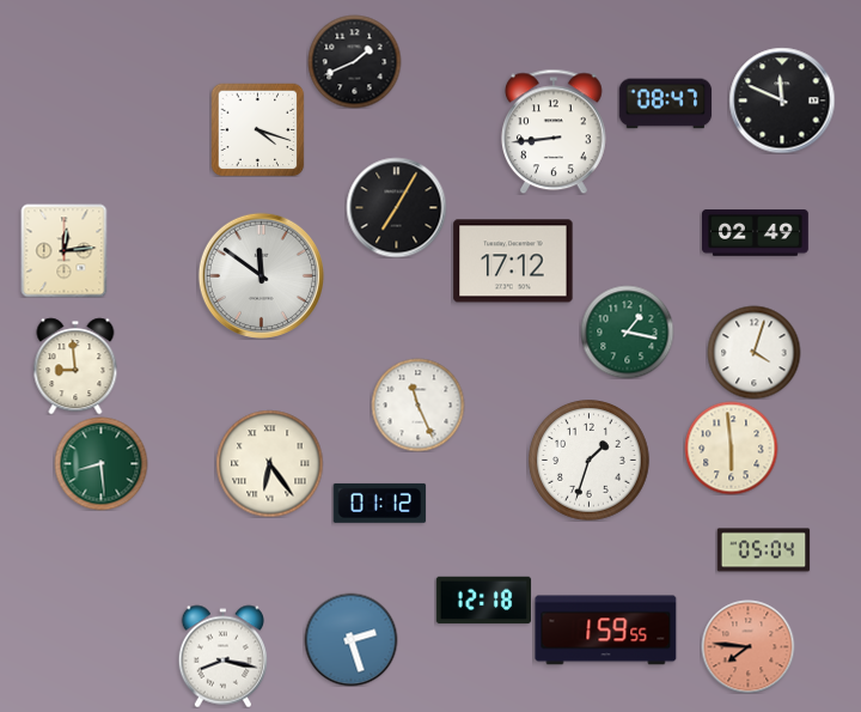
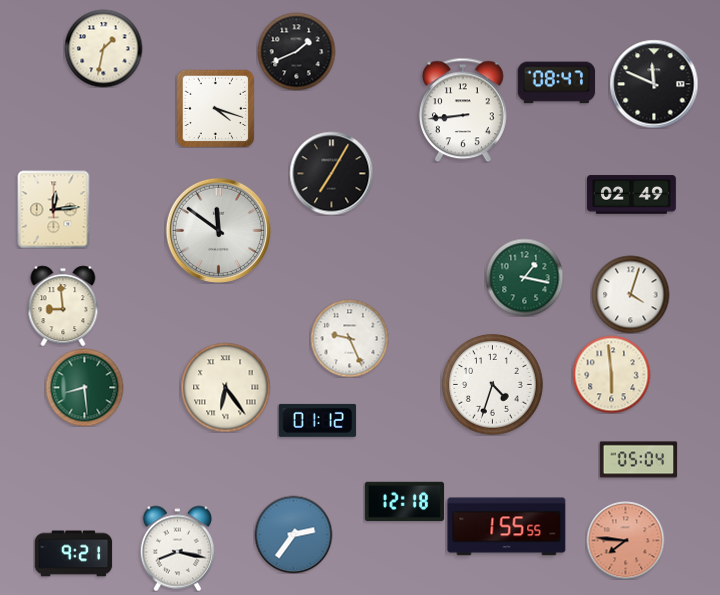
clock at (103, 48): none -> 1:32
clock at (665, 104) position: (665, 104) -> (556, 83)
clock at (513, 261): 17:12 -> none
clock at (417, 404): 11:26 -> 9:26
clock at (590, 461): 1:33 -> 4:33
clock at (606, 631): 1:59 -> 1:55
clock at (350, 639): 2:27 -> 2:36
clock at (222, 656) position: (222, 656) -> (177, 548)
clock at (73, 554): none -> 9:21
